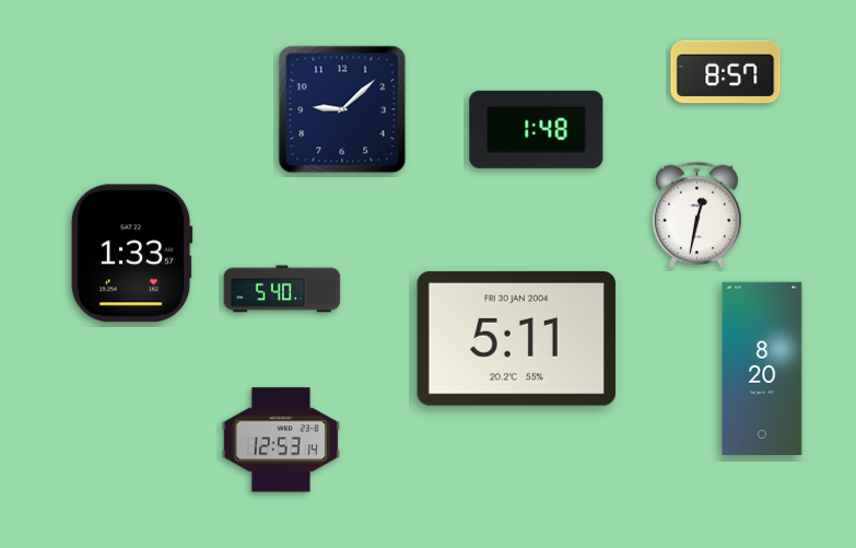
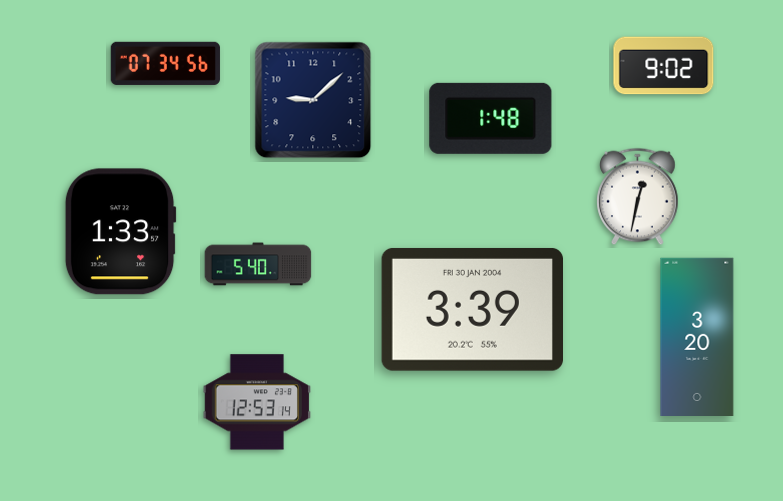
clock at (165, 63): none -> 07:34
clock at (726, 72): 8:57 -> 9:02
clock at (516, 338): 5:11 -> 3:39
clock at (762, 368): 8:20 -> 3:20
